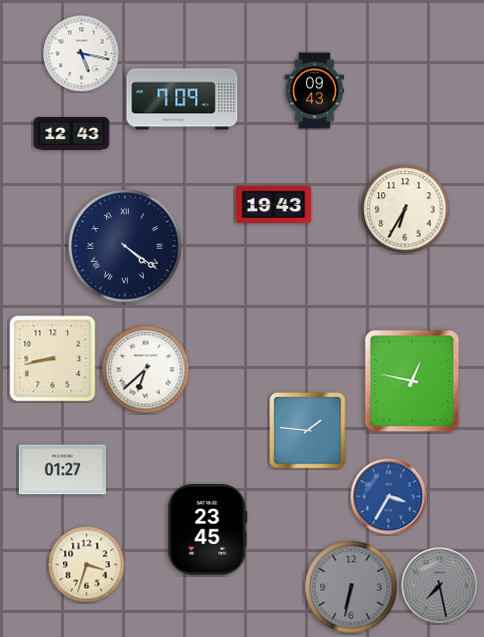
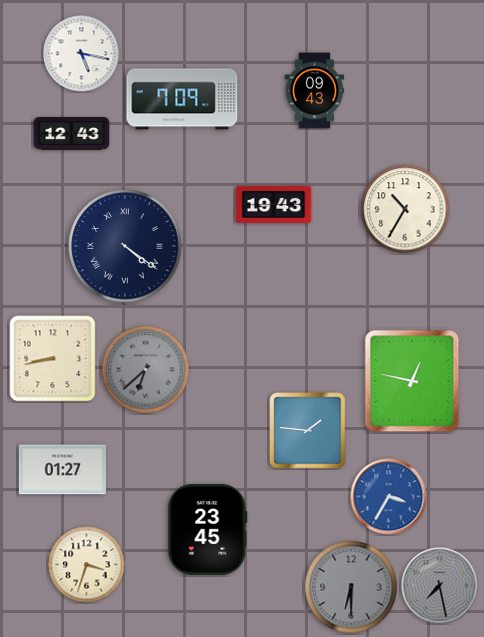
clock at (405, 209): 6:35 -> 10:35
clock at (146, 370) dial: white -> grey
clock at (351, 587): 6:32 -> 6:30
